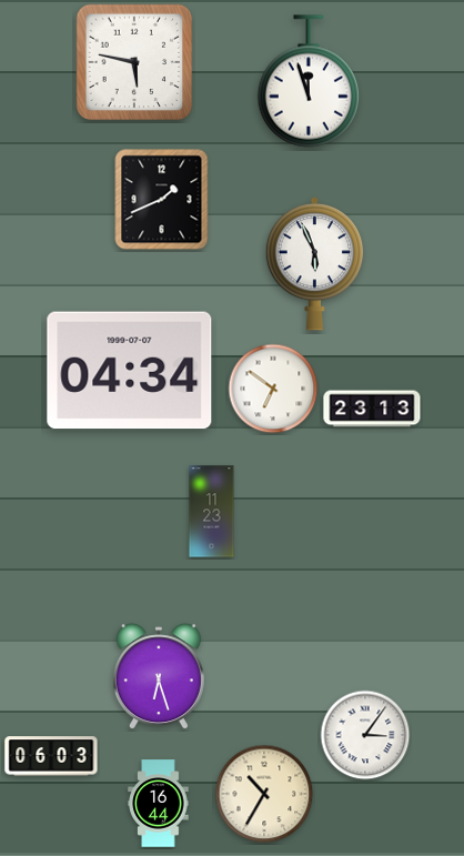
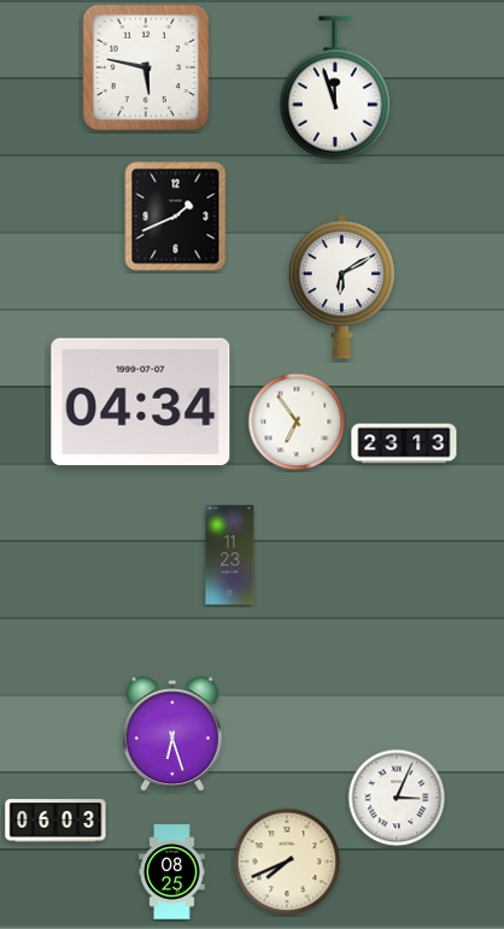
clock at (314, 264): 5:56 -> 6:10
clock at (273, 389): 6:51 -> 6:54
clock at (365, 735): 3:06 -> 3:04
clock at (264, 794): 10:35 -> 7:41
clock at (159, 804): 16:44 -> 08:25
